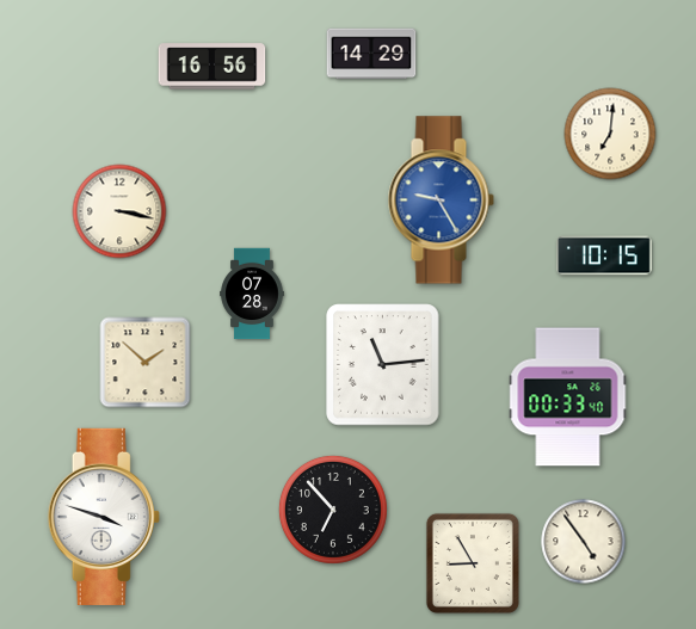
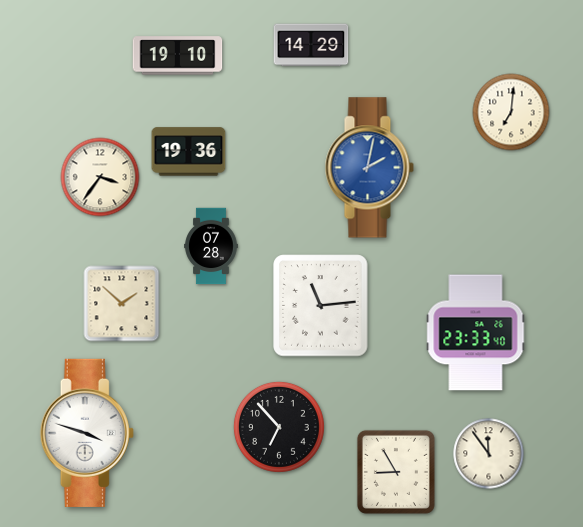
clock at (213, 67): 16:56 -> 19:10
clock at (189, 152): none -> 19:36
clock at (441, 201): 9:25 -> 2:02
clock at (119, 211): 3:17 -> 3:36
clock at (604, 255): 10:15 -> none
clock at (568, 397): 00:33 -> 23:33
clock at (584, 542): 4:54 -> 11:54
